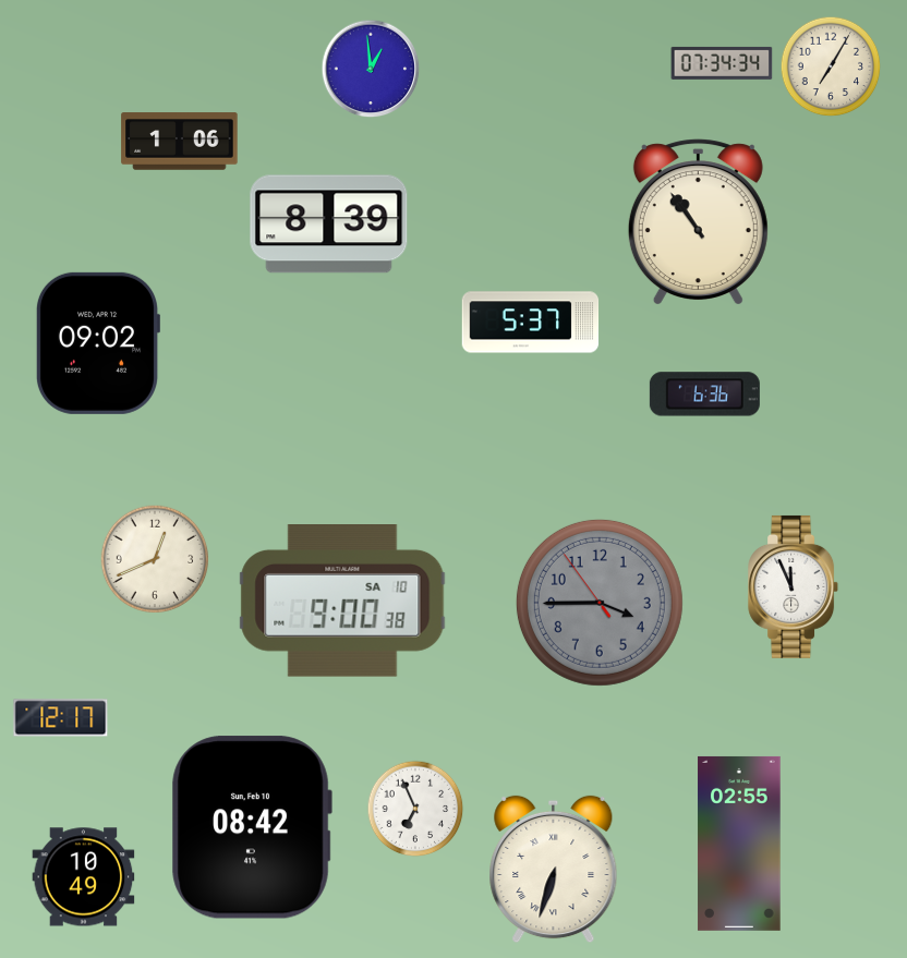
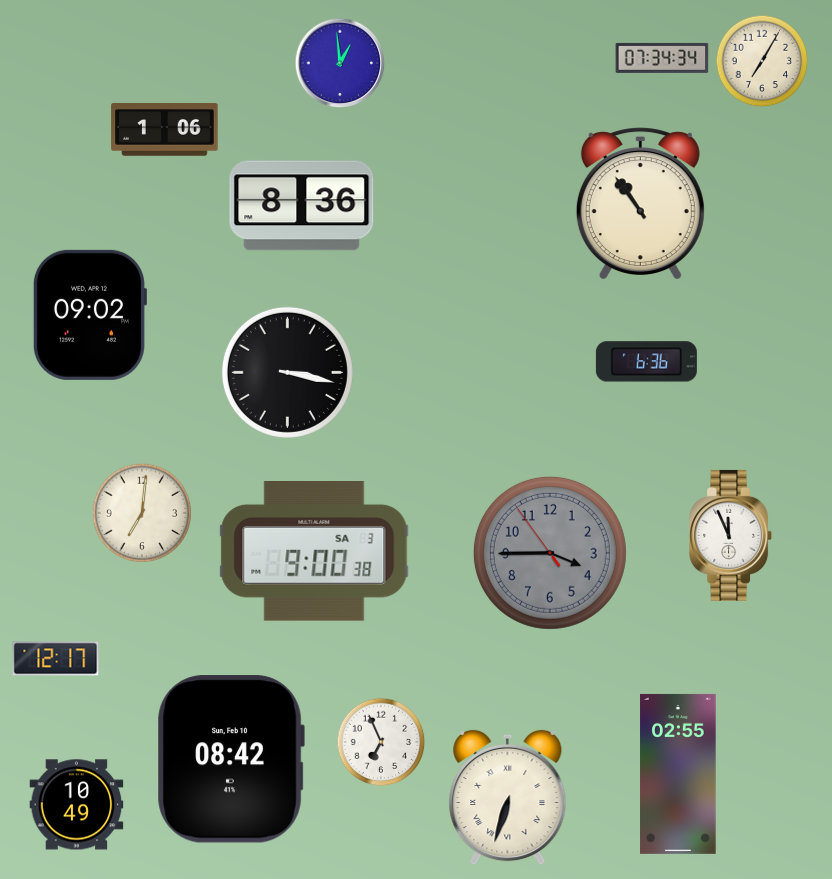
clock at (329, 225): 8:39 -> 8:36
clock at (531, 323): 5:37 -> none
clock at (287, 372): none -> 3:17
clock at (155, 559): 12:41 -> 7:01
clock at (794, 586) position: (794, 586) -> (731, 535)
clock at (342, 602) date: SA 10 -> SA 3
